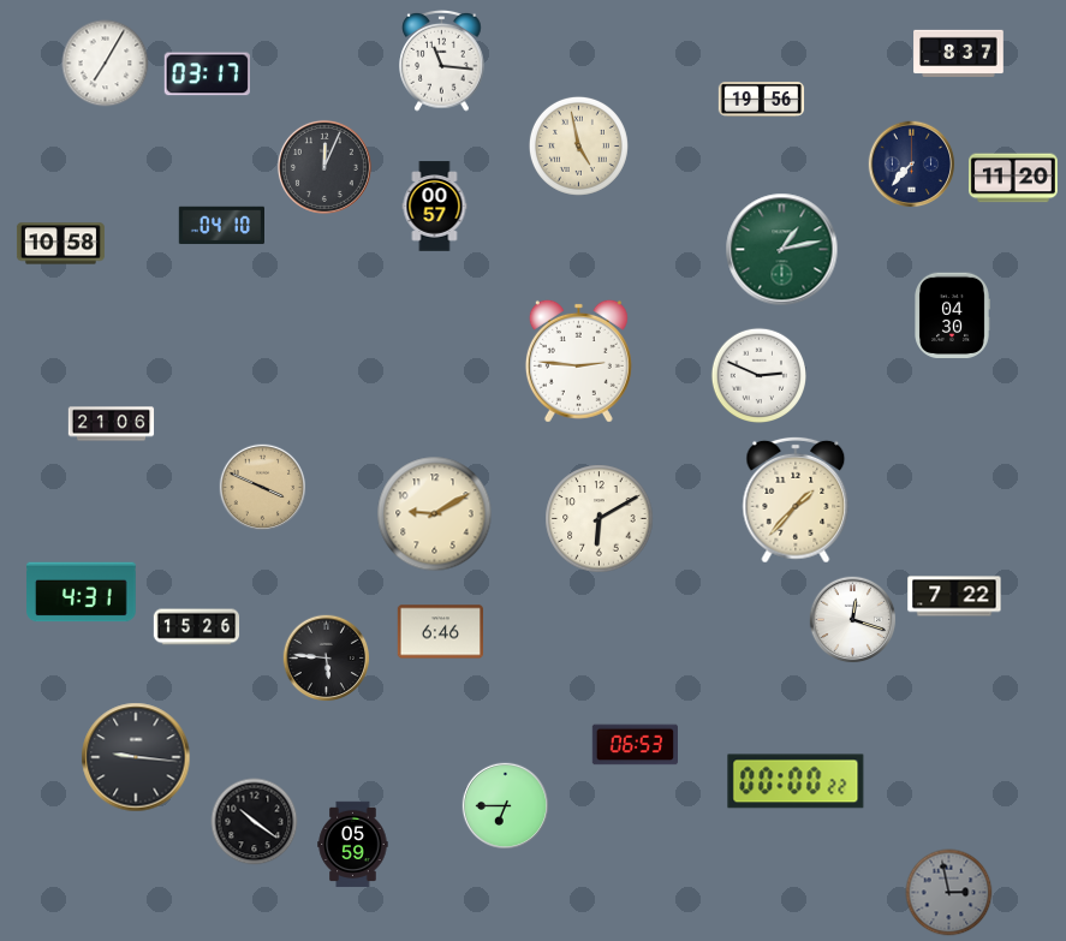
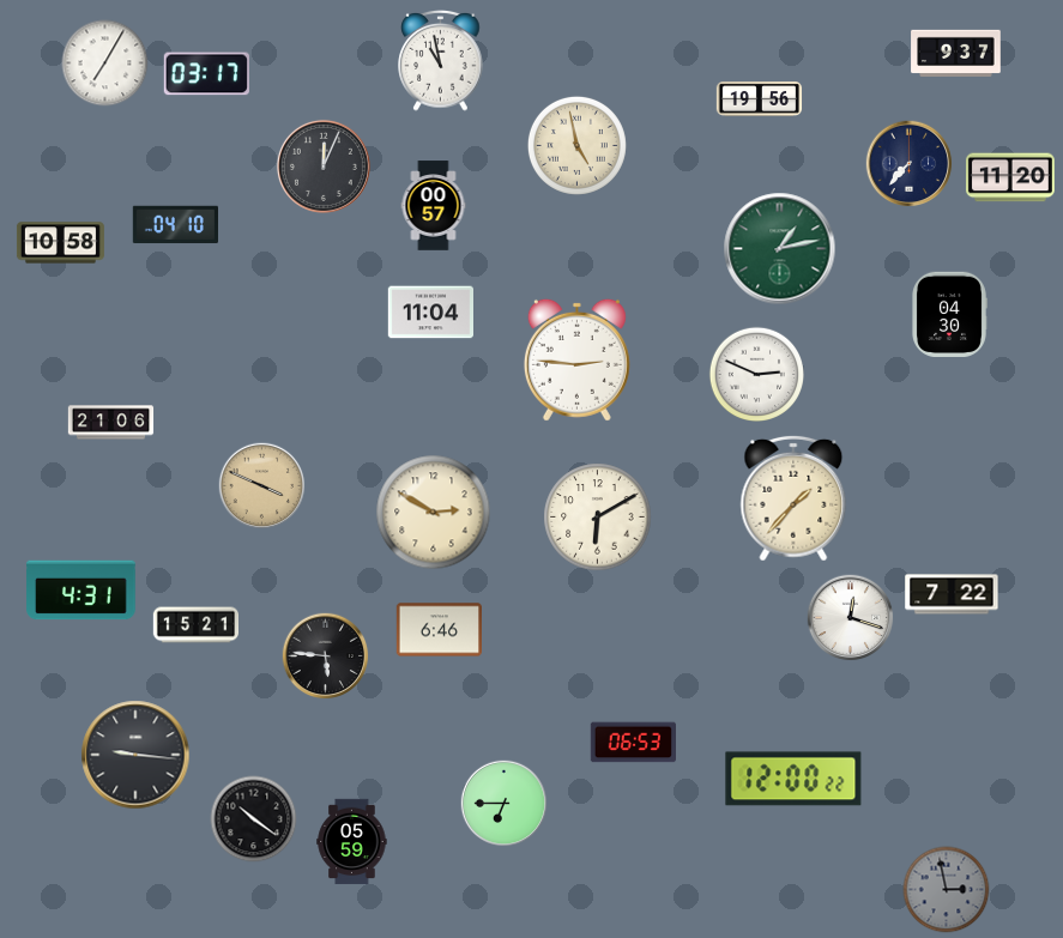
clock at (959, 53): 8:37 -> 9:37
clock at (442, 61): 11:16 -> 10:58
clock at (221, 226) position: (221, 226) -> (175, 225)
clock at (431, 313): none -> 11:04
clock at (435, 514): 9:10 -> 2:50
clock at (197, 627): 15:26 -> 15:21
clock at (796, 781): 00:00 -> 12:00
